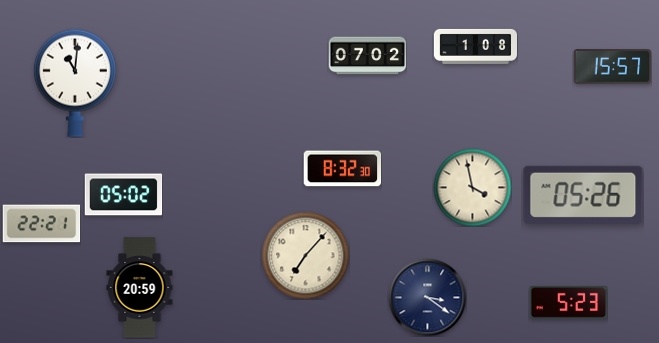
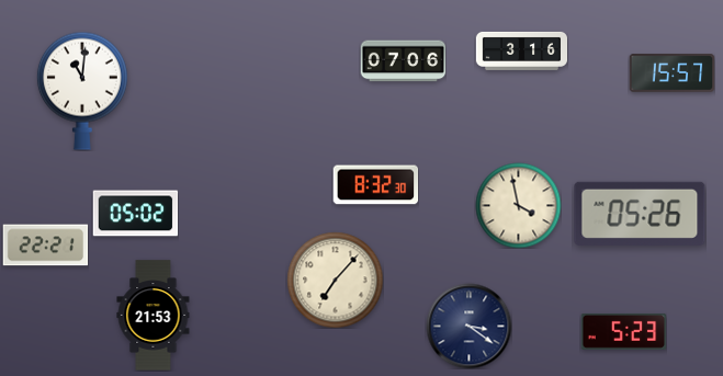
clock at (475, 46): 1:08 -> 3:16
clock at (367, 56): 07:02 -> 07:06
clock at (140, 288): 20:59 -> 21:53
